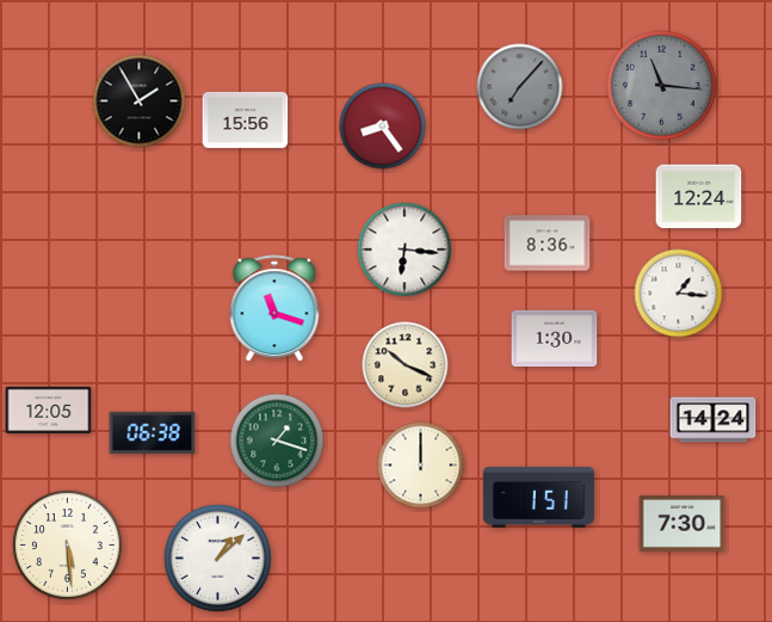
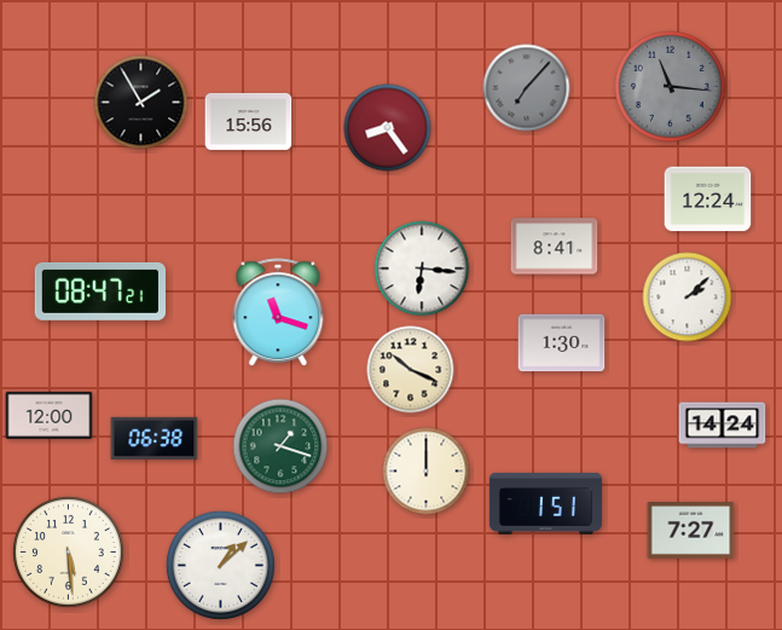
clock at (548, 244): 8:36 -> 8:41
clock at (404, 250) position: (404, 250) -> (422, 268)
clock at (99, 291): none -> 08:47
clock at (679, 294): 1:16 -> 2:08
clock at (49, 409): 12:05 -> 12:00
clock at (683, 524): 7:30 -> 7:27
